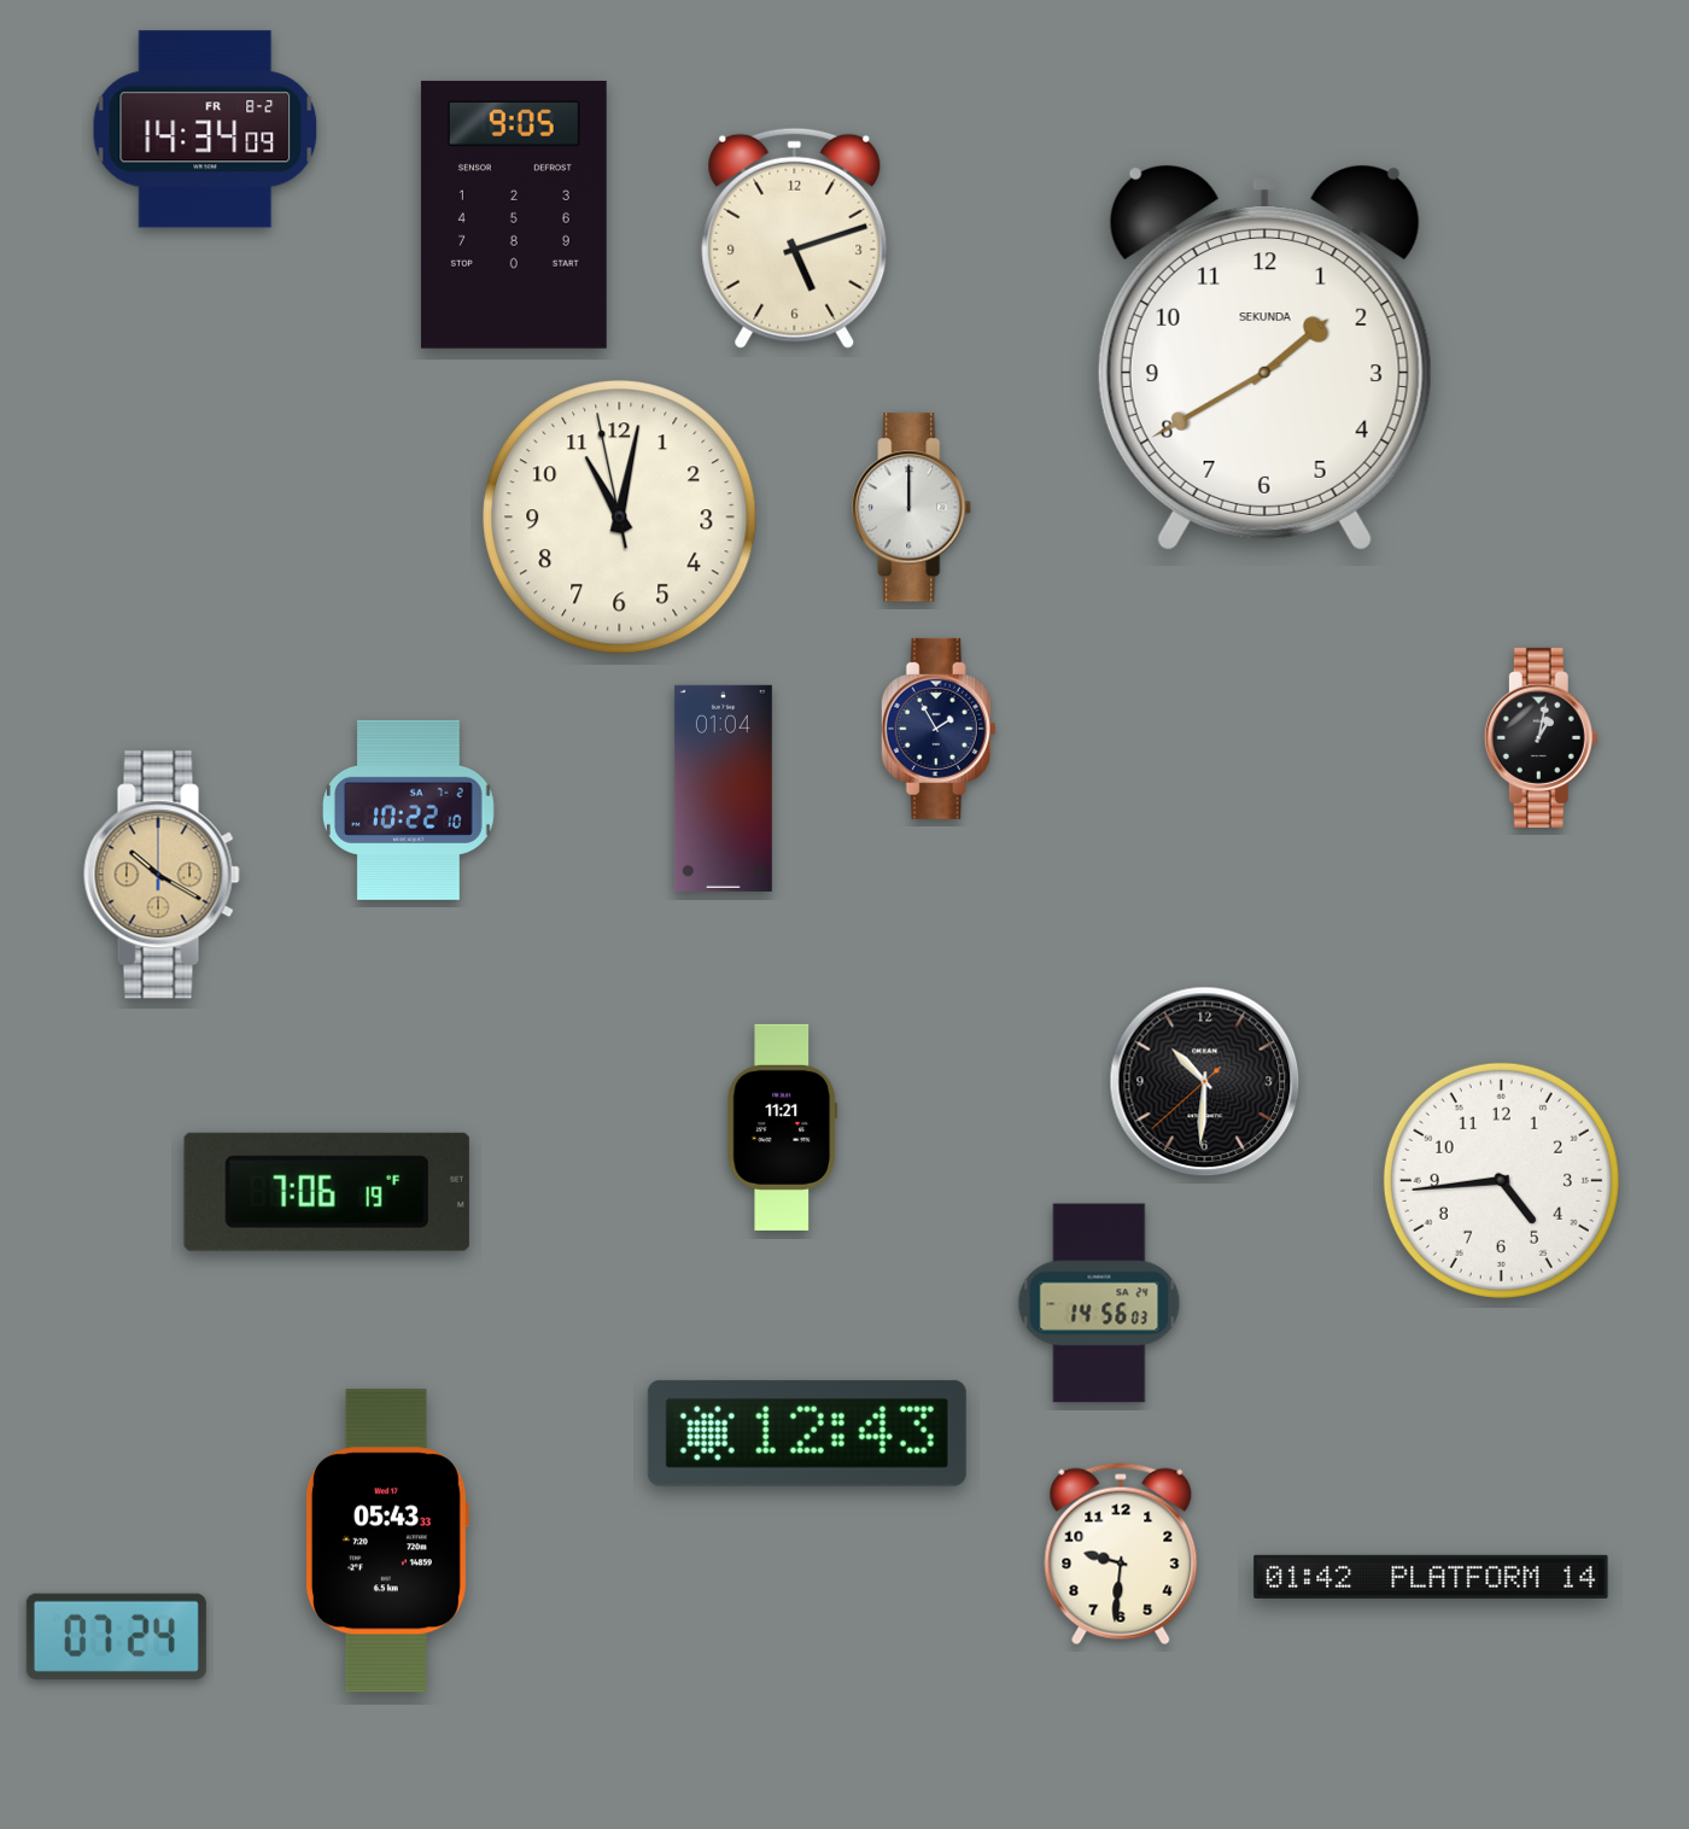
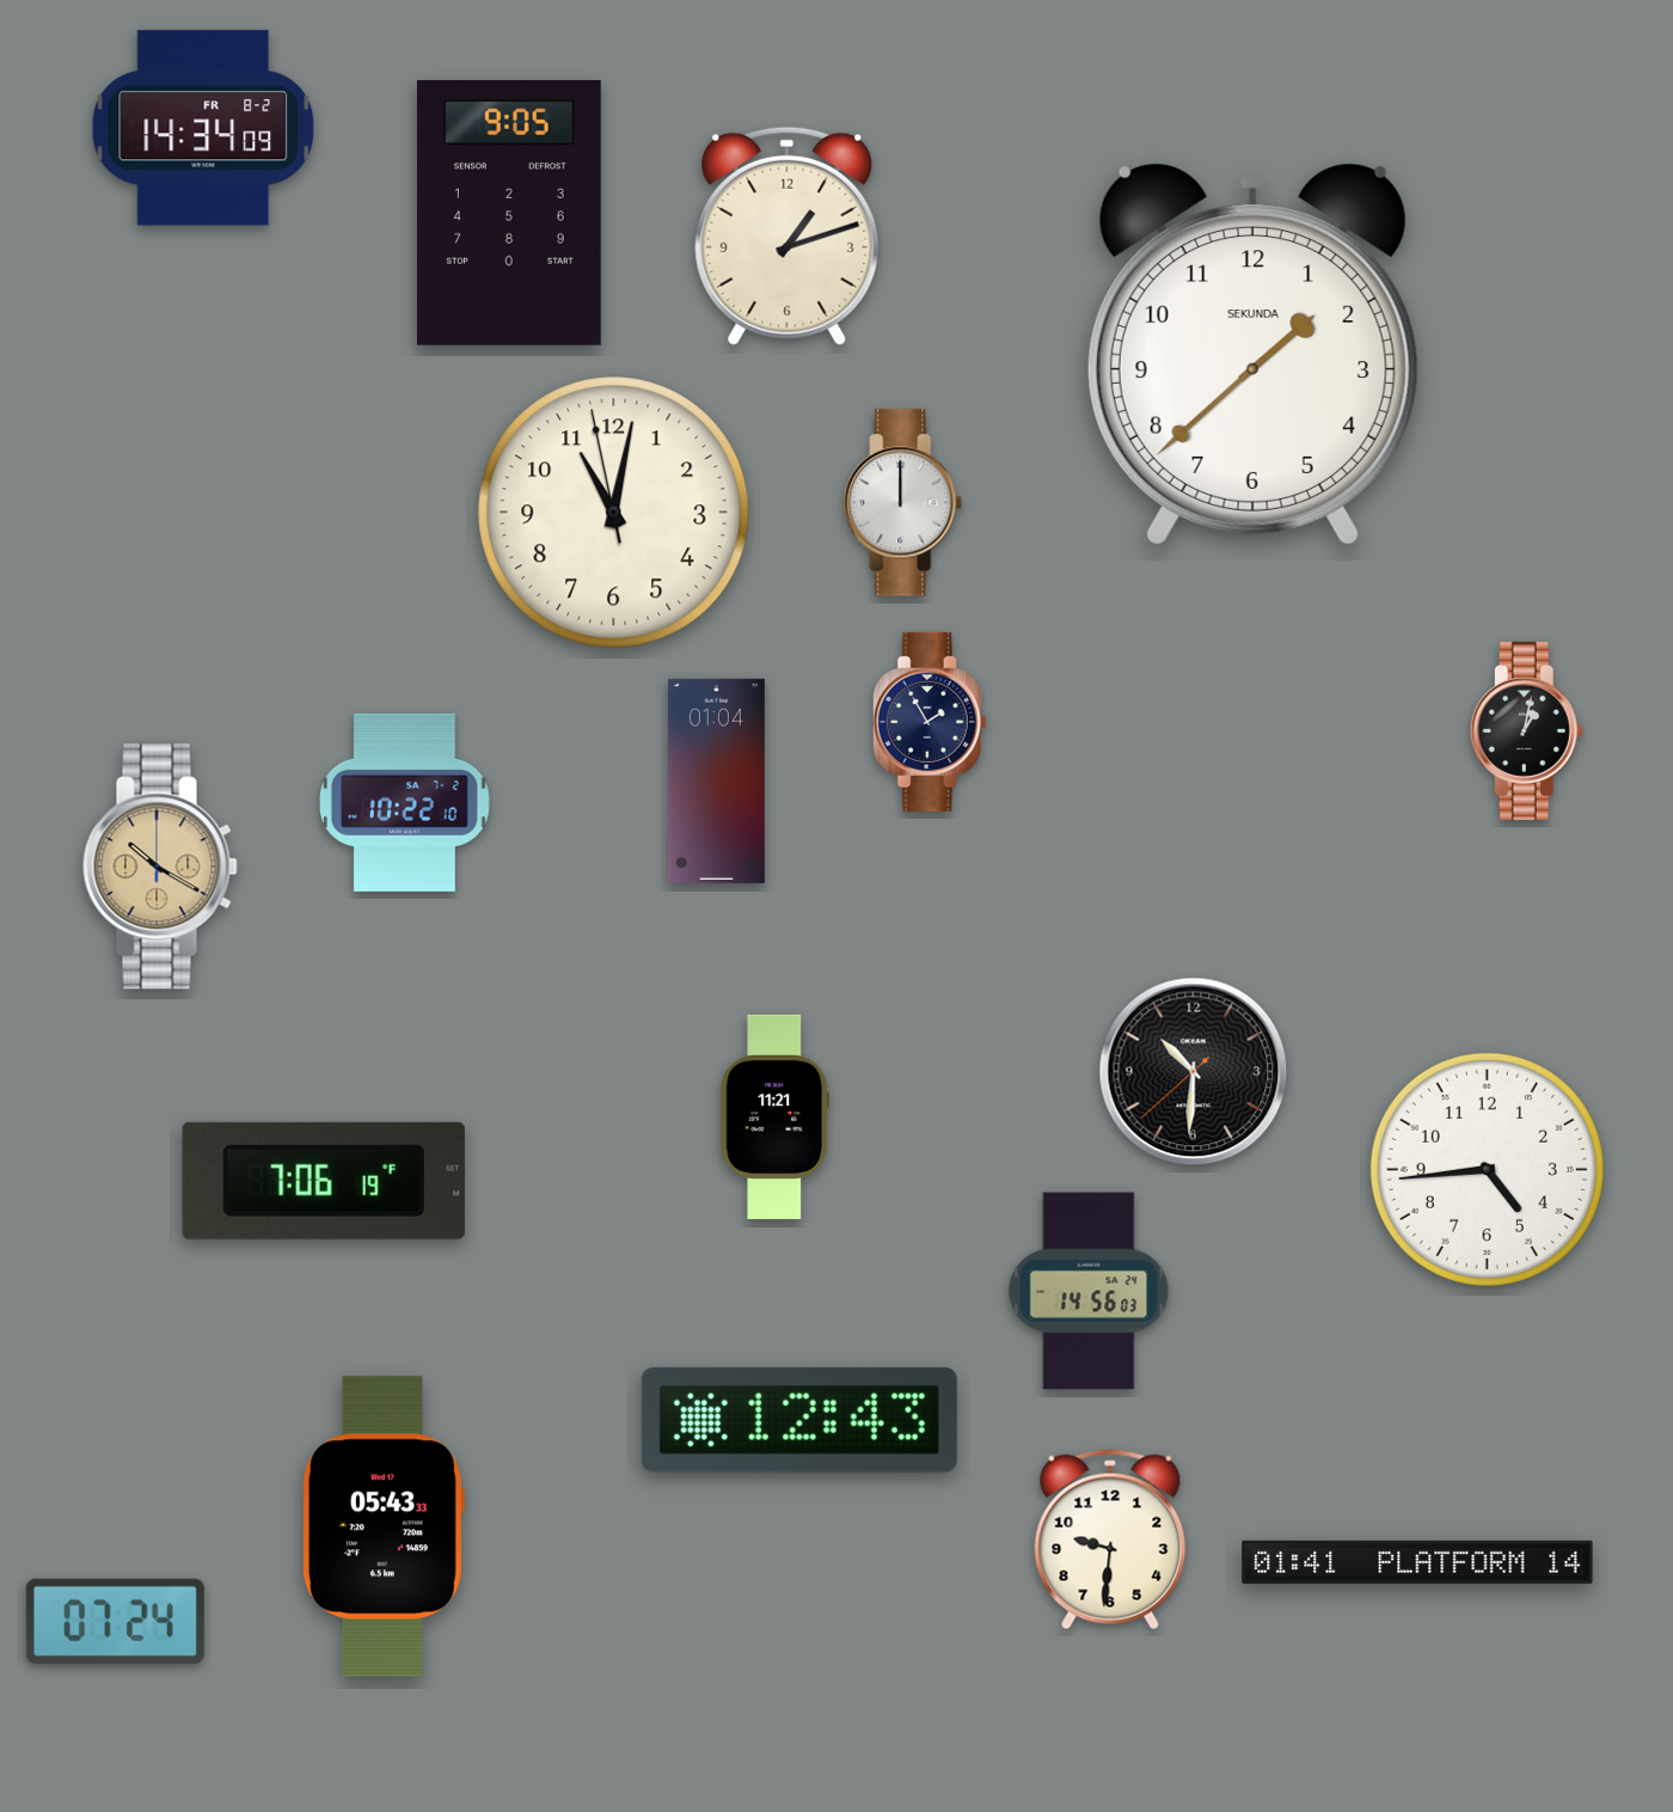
clock at (795, 238): 5:12 -> 1:12
clock at (1264, 357): 1:40 -> 1:38
clock at (1431, 1577): 01:42 -> 01:41
